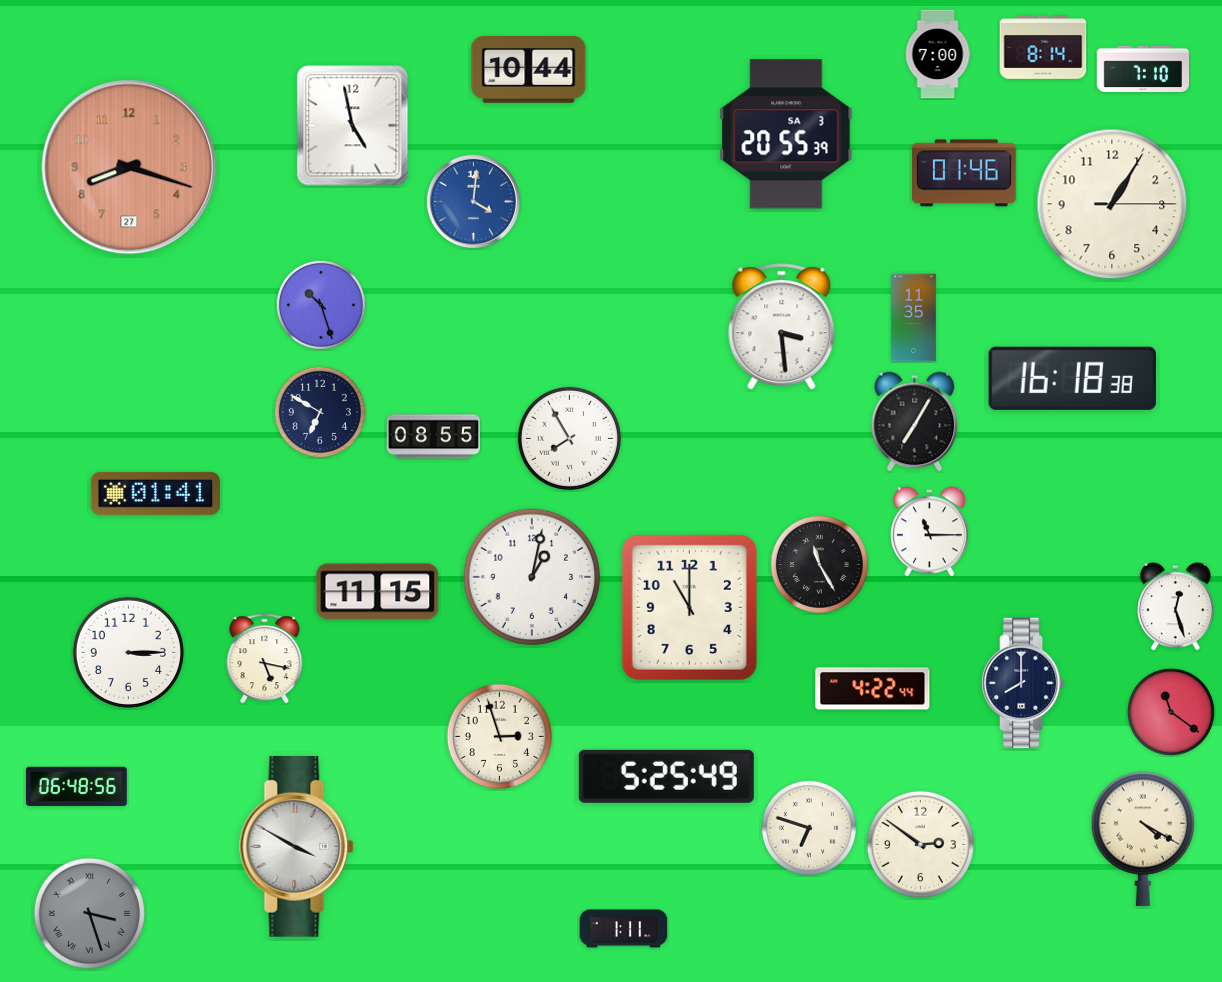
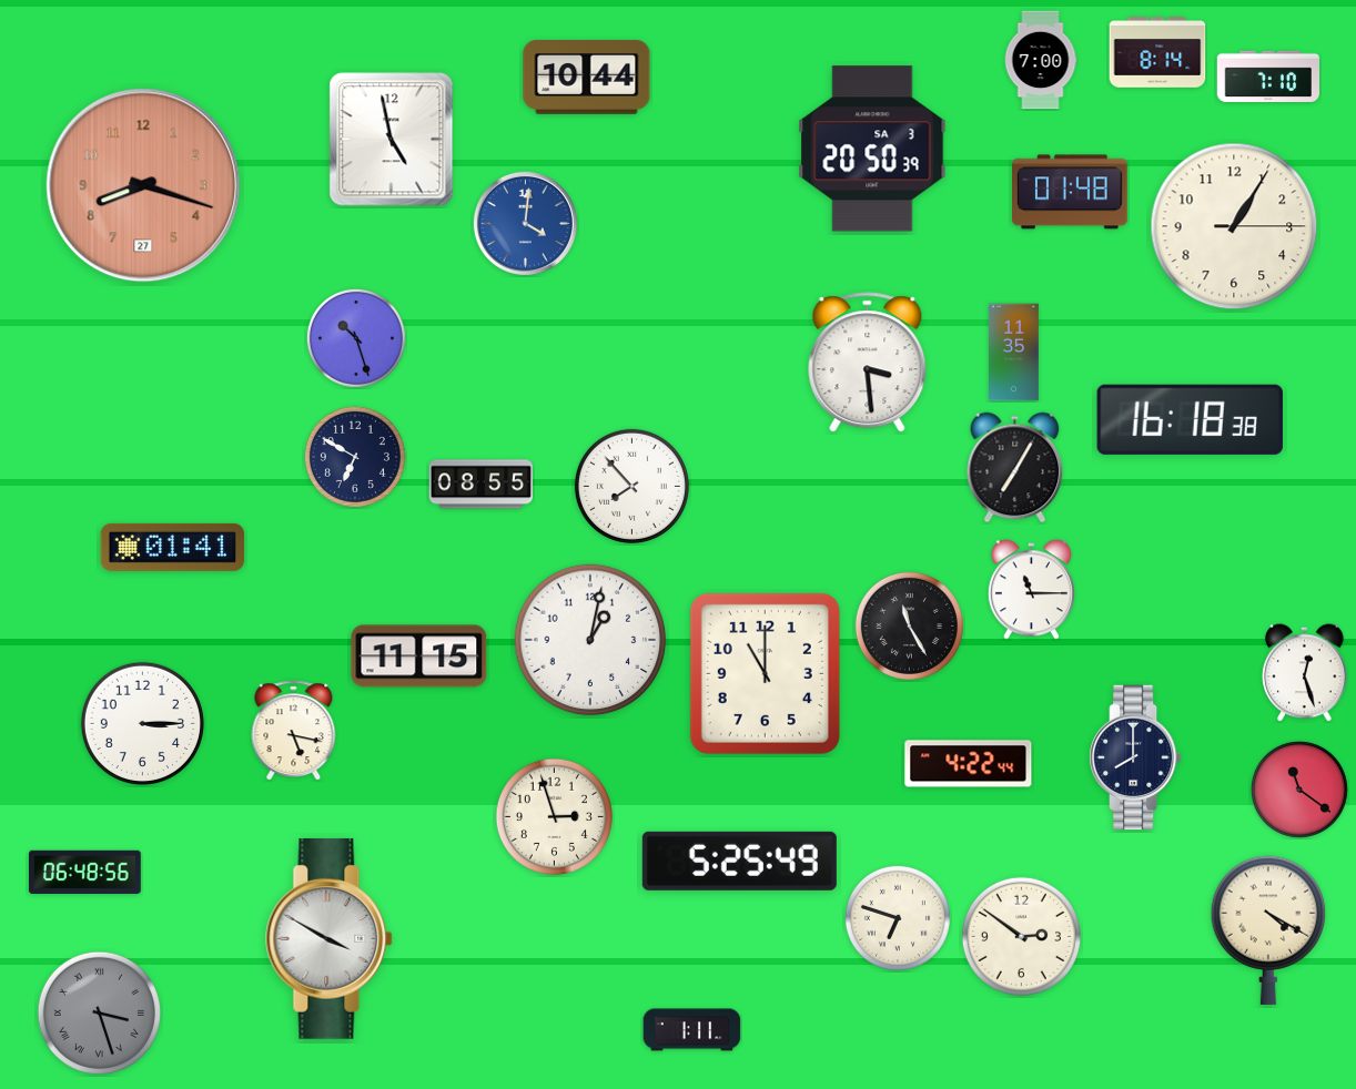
clock at (786, 134): 20:55 -> 20:50
clock at (964, 173): 01:46 -> 01:48
clock at (569, 438): 7:55 -> 7:53
